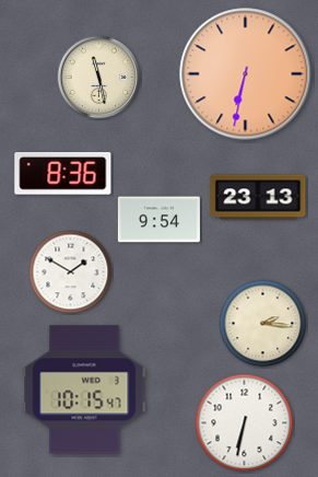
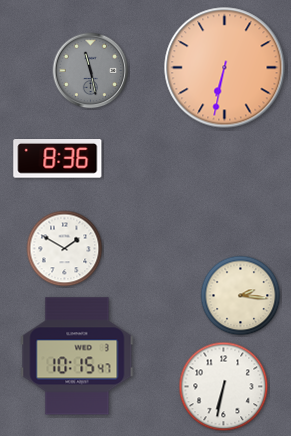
clock at (99, 78) dial: cream -> grey
clock at (258, 197): 23:13 -> none
clock at (158, 220): 9:54 -> none
